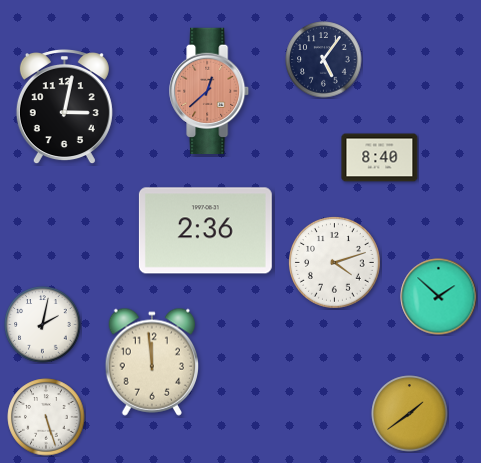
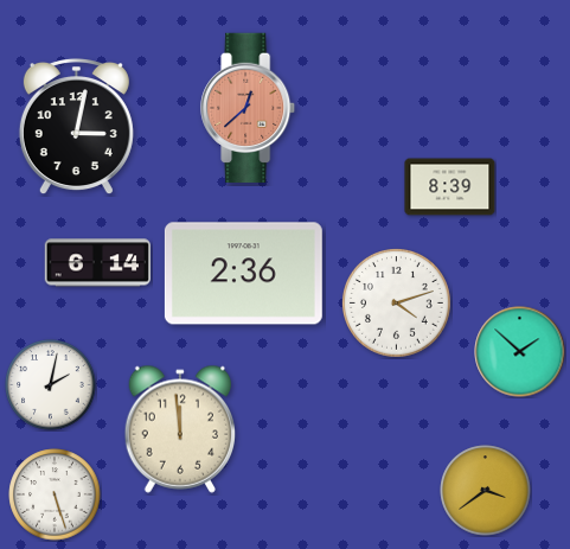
clock at (324, 60): 5:06 -> none
clock at (380, 158): 8:40 -> 8:39
clock at (97, 263): none -> 6:14
clock at (335, 263) position: (335, 263) -> (397, 304)
clock at (410, 414): 1:39 -> 3:39
